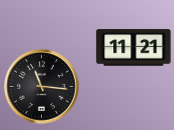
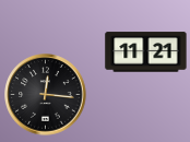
clock at (42, 87): 11:16 -> 12:16
